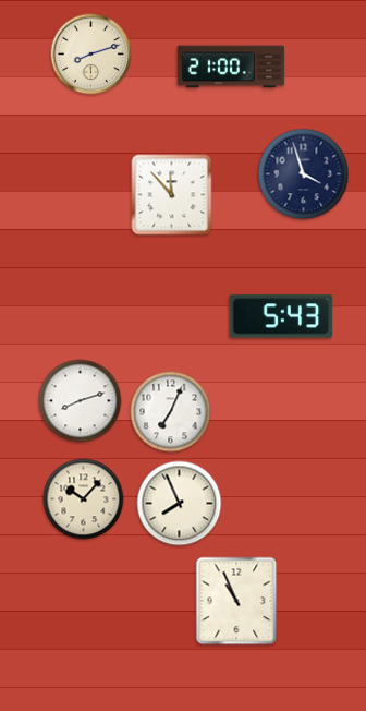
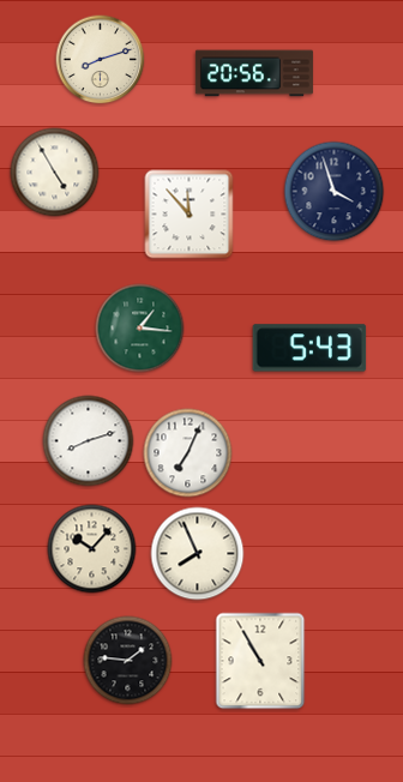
clock at (231, 67): 21:00 -> 20:56
clock at (55, 173): none -> 4:55
clock at (140, 329): none -> 1:16
clock at (128, 661): none -> 1:46
clock at (236, 601): 10:56 -> 10:55
